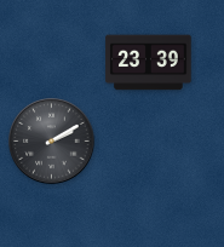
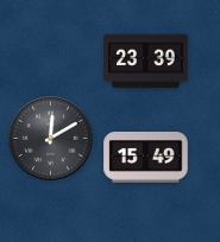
clock at (52, 142): 2:10 -> 12:10
clock at (146, 158): none -> 15:49
